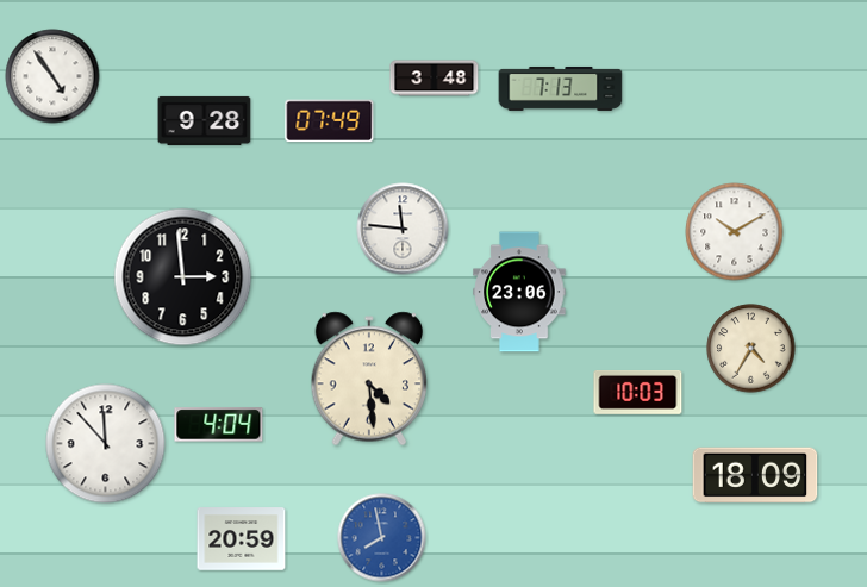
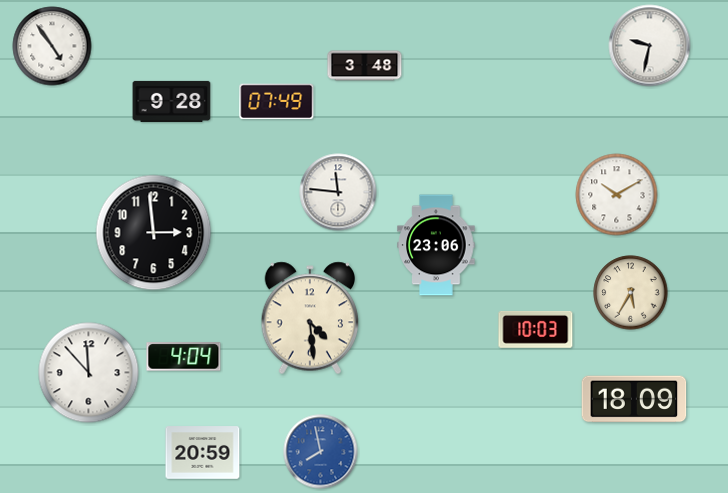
clock at (650, 46): none -> 9:32
clock at (52, 76) position: (52, 76) -> (52, 46)
clock at (561, 88): 7:13 -> none
clock at (751, 349): 4:35 -> 5:35
